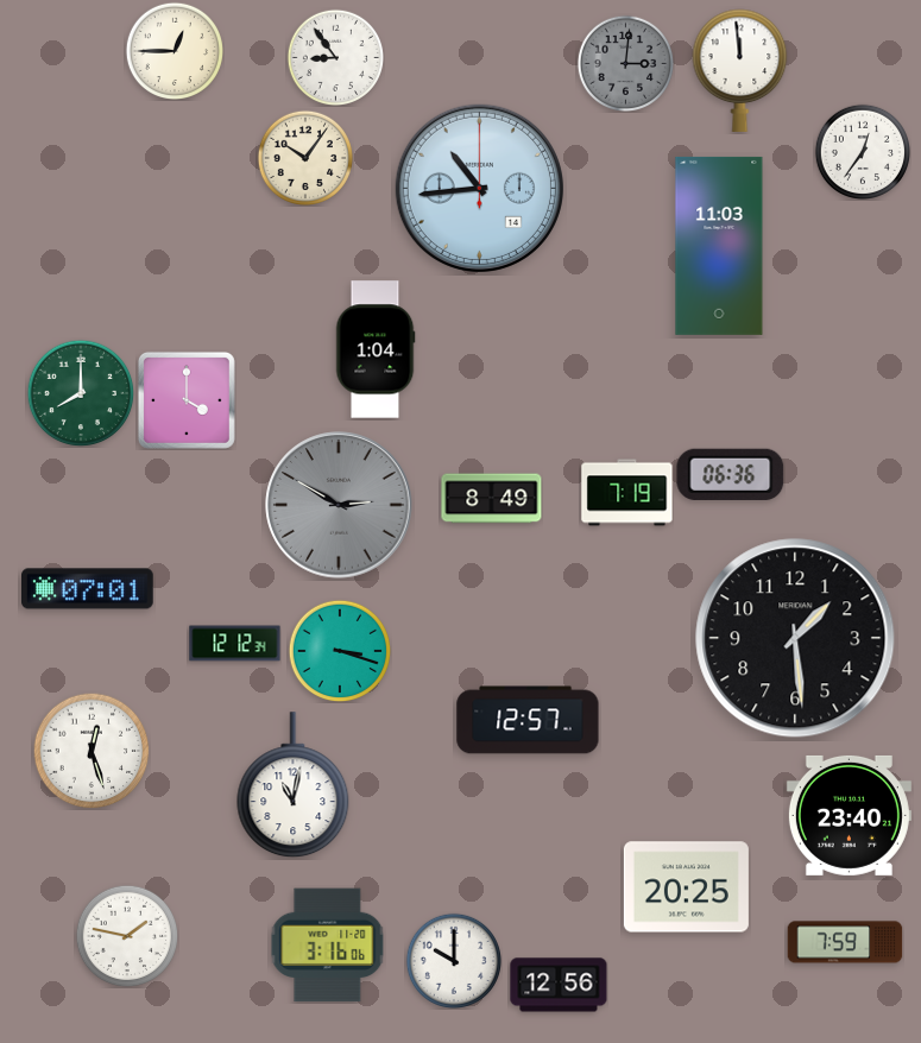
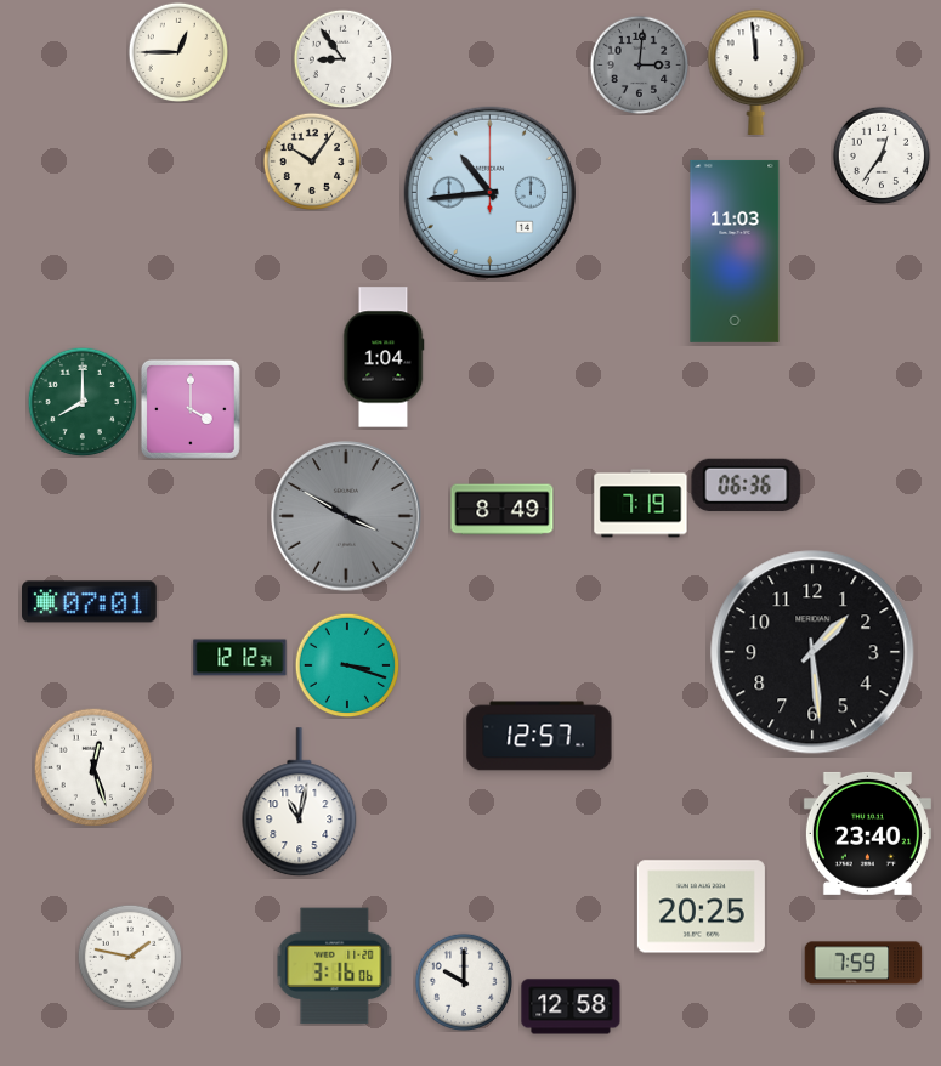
clock at (339, 505): 2:50 -> 3:50
clock at (559, 985): 12:56 -> 12:58
